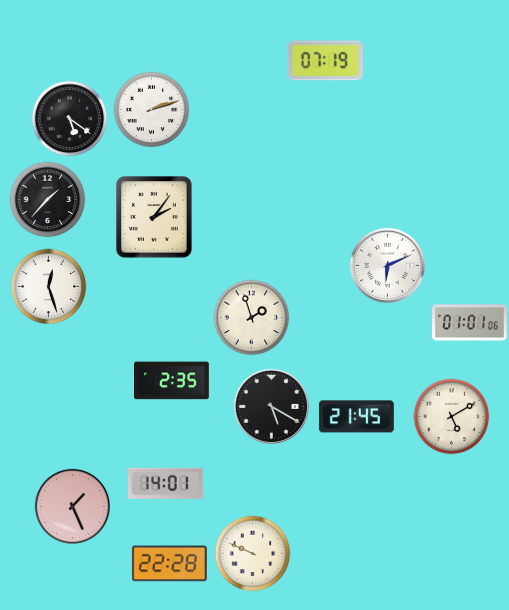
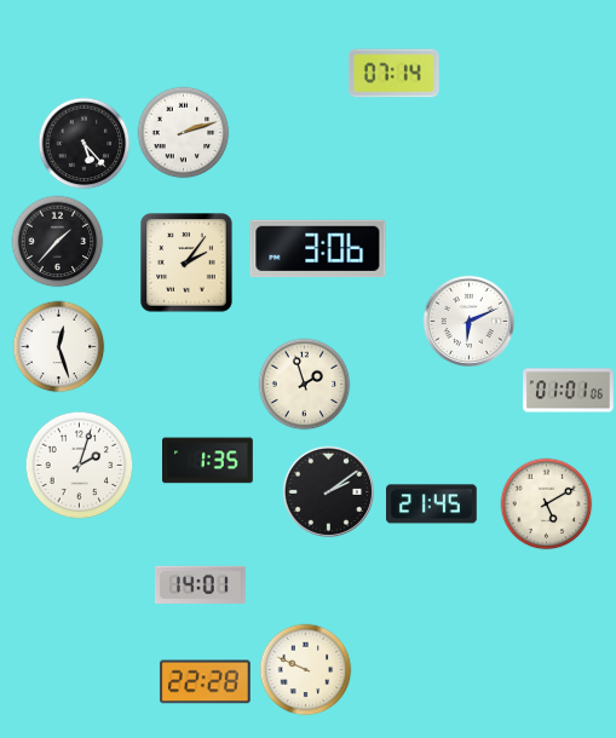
clock at (325, 61): 07:19 -> 07:14
clock at (70, 119): 5:21 -> 5:23
clock at (318, 249): none -> 3:06
clock at (172, 381): 2:35 -> 1:35
clock at (80, 466): none -> 2:03
clock at (271, 406): 5:20 -> 2:09
clock at (72, 506): 1:26 -> none
